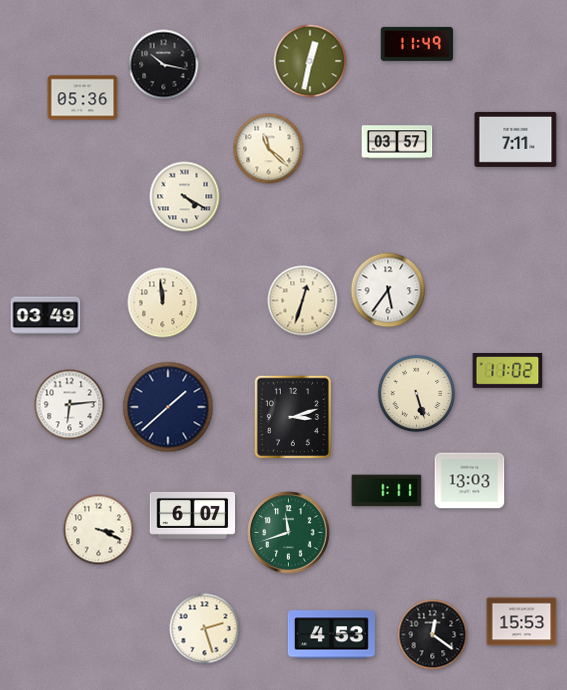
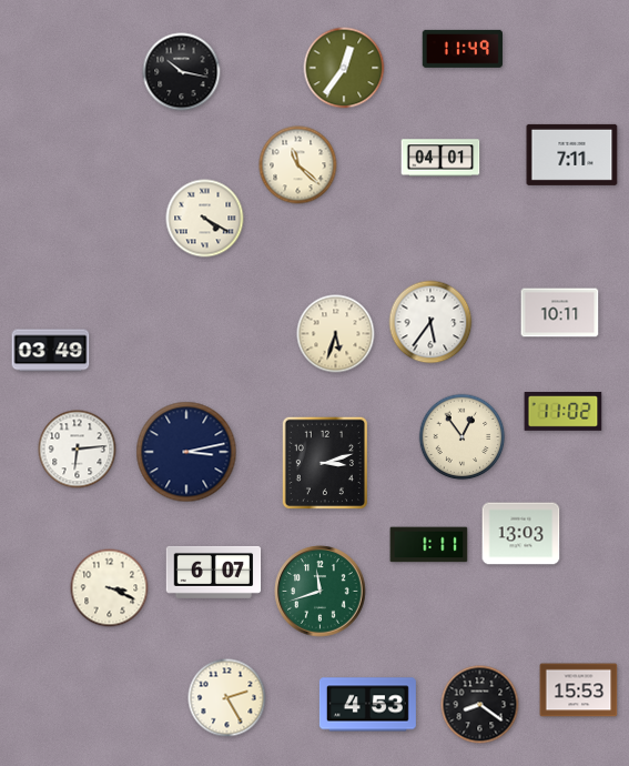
clock at (310, 61): 12:32 -> 12:36
clock at (83, 98): 05:36 -> none
clock at (397, 142): 03:57 -> 04:01
clock at (560, 313): none -> 10:11
clock at (303, 301): 12:33 -> 5:33
clock at (163, 303): 11:59 -> none
clock at (417, 394): 5:27 -> 12:54
clock at (168, 407): 1:38 -> 3:13
clock at (205, 629): 2:27 -> 2:25
clock at (433, 635): 12:21 -> 8:21
